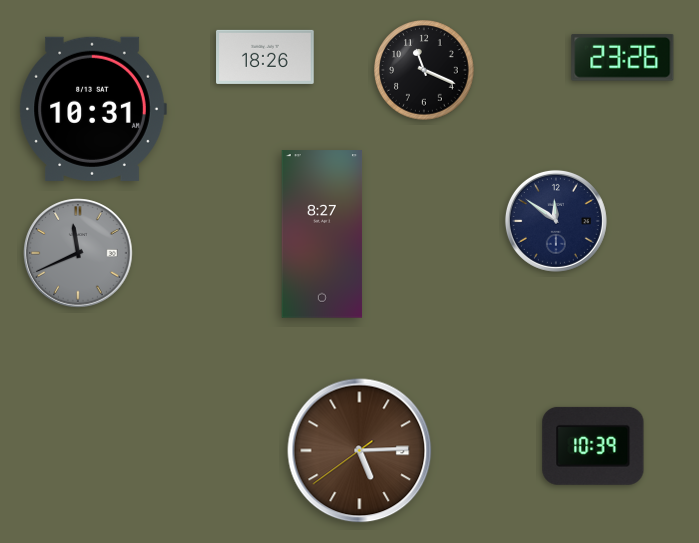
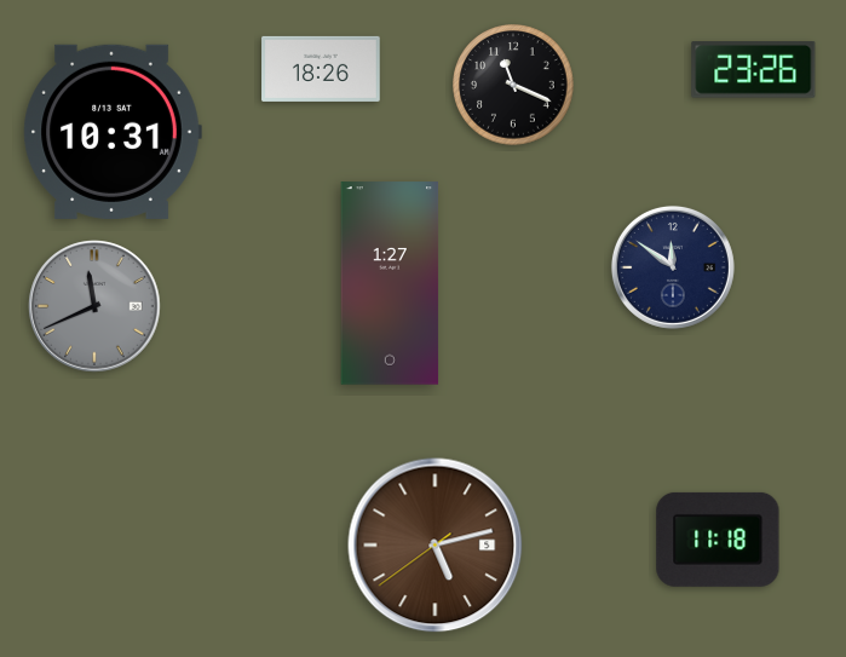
clock at (322, 234): 8:27 -> 1:27
clock at (593, 446): 10:39 -> 11:18
clock at (360, 451): 5:14 -> 5:12
